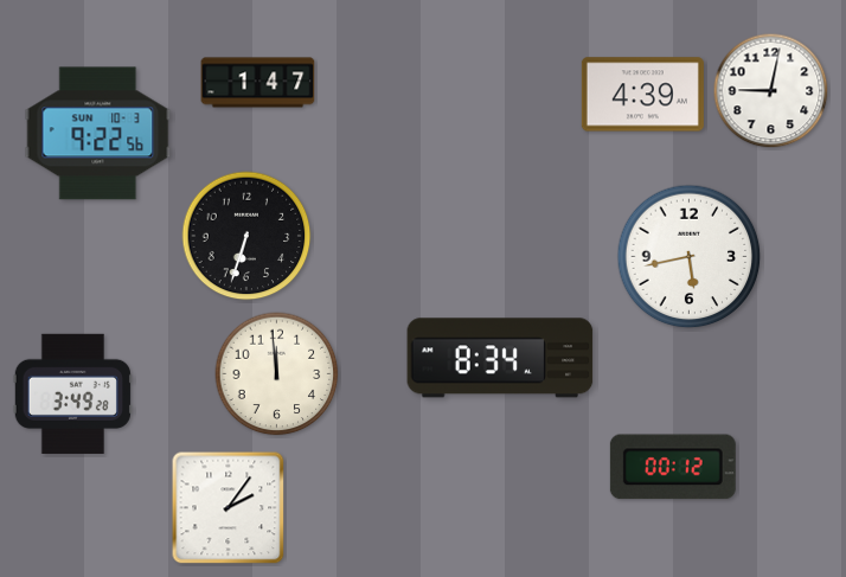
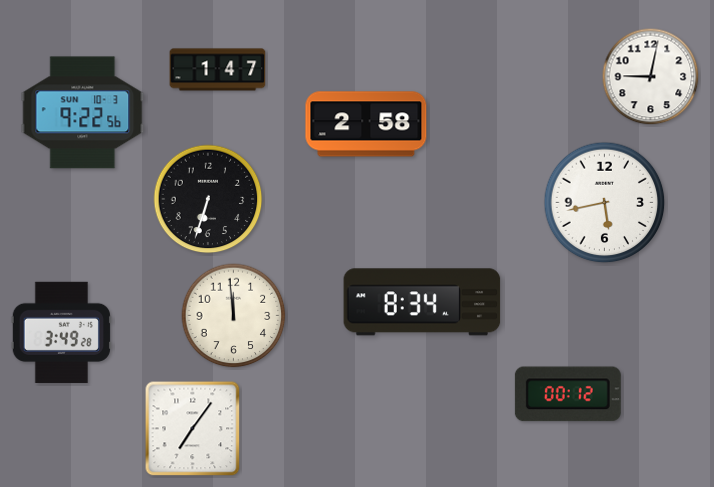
clock at (642, 95): 4:39 -> none
clock at (366, 124): none -> 2:58
clock at (690, 257) position: (690, 257) -> (605, 203)
clock at (229, 508): 2:06 -> 7:06
